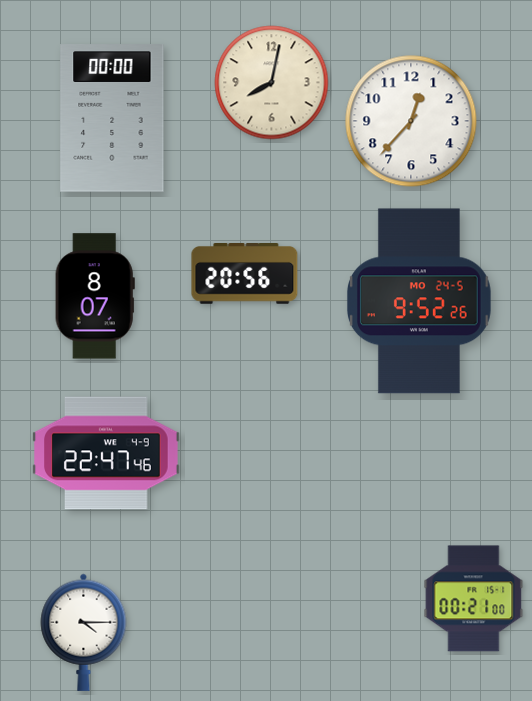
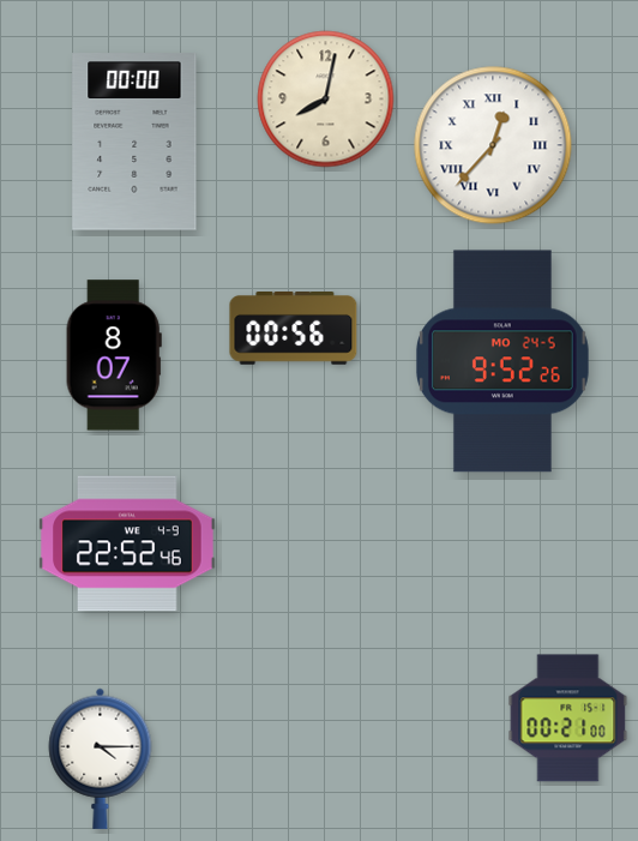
clock at (411, 121) numerals: Arabic -> Roman
clock at (245, 274): 20:56 -> 00:56
clock at (106, 453): 22:47 -> 22:52
